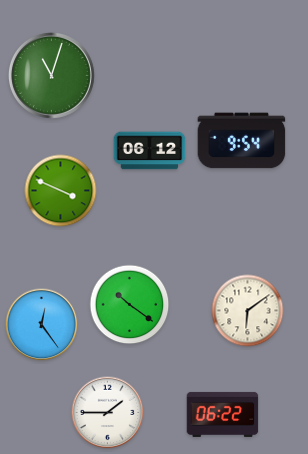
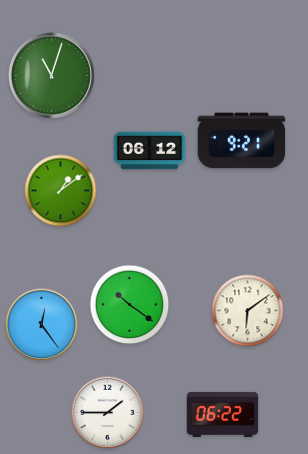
clock at (242, 141): 9:54 -> 9:21
clock at (61, 191): 3:49 -> 1:09
